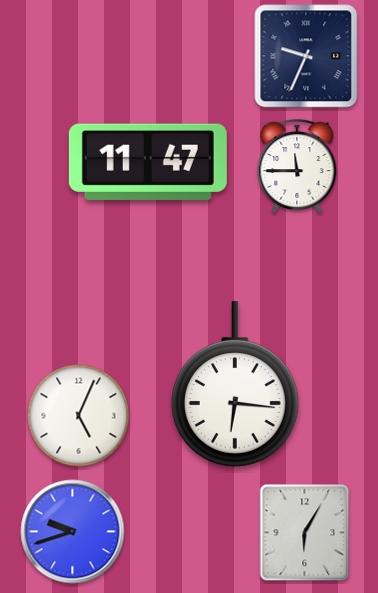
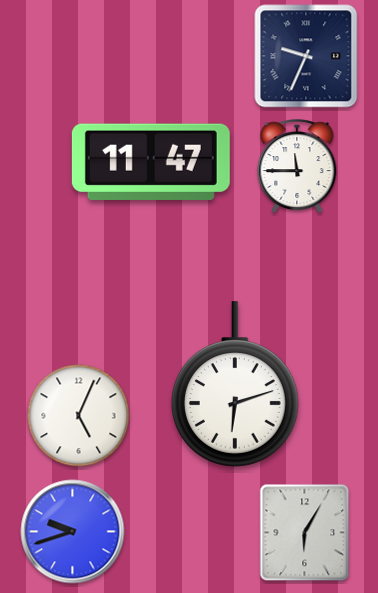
clock at (148, 162) position: (148, 162) -> (151, 162)
clock at (235, 384): 6:16 -> 6:12
